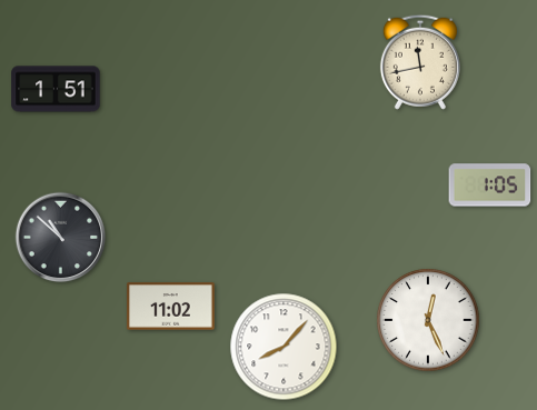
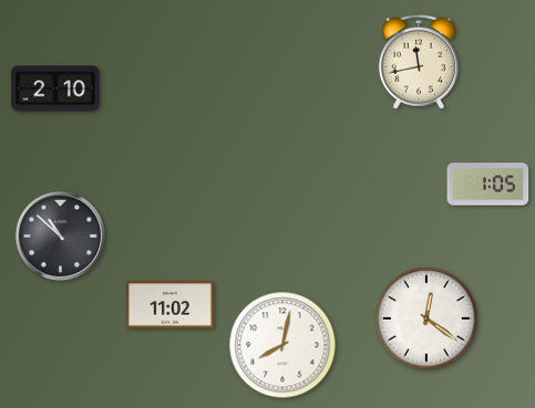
clock at (56, 89): 1:51 -> 2:10
clock at (428, 320): 12:26 -> 12:21
clock at (284, 347): 8:07 -> 8:02
